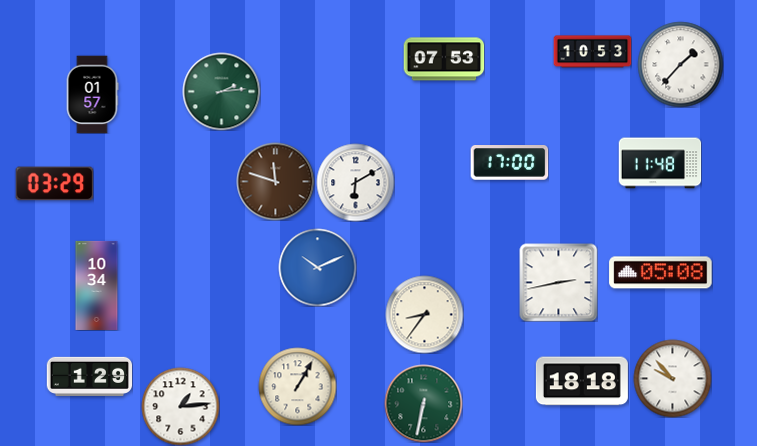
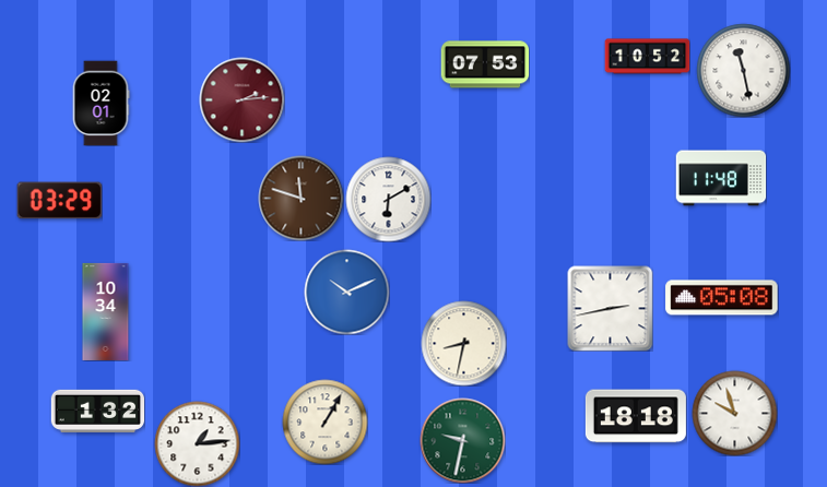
clock at (592, 52): 10:53 -> 10:52
clock at (680, 64): 1:37 -> 11:28
clock at (221, 91) dial: green -> burgundy
clock at (92, 94): 01:57 -> 02:01
clock at (509, 163): 17:00 -> none
clock at (424, 314): 8:36 -> 8:32
clock at (89, 376): 1:29 -> 1:32
clock at (672, 378): 9:53 -> 9:57
clock at (423, 403): 6:32 -> 9:32
